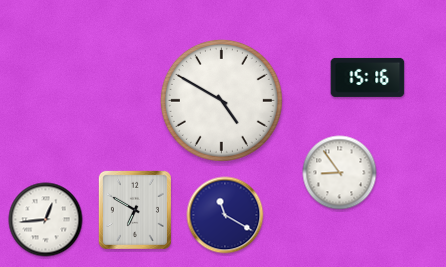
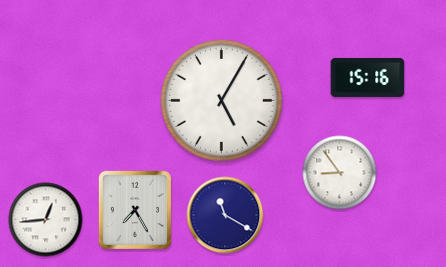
clock at (221, 100): 4:50 -> 5:05
clock at (135, 210): 6:50 -> 7:25
